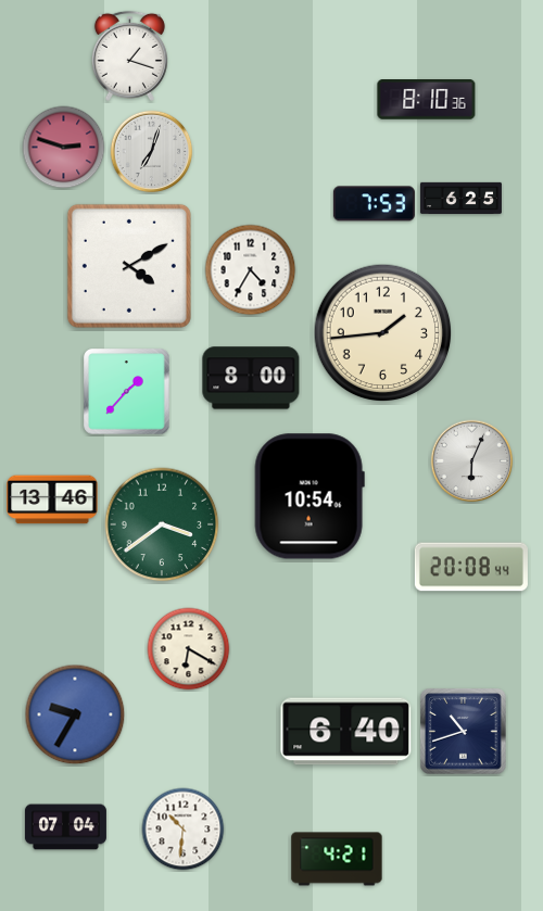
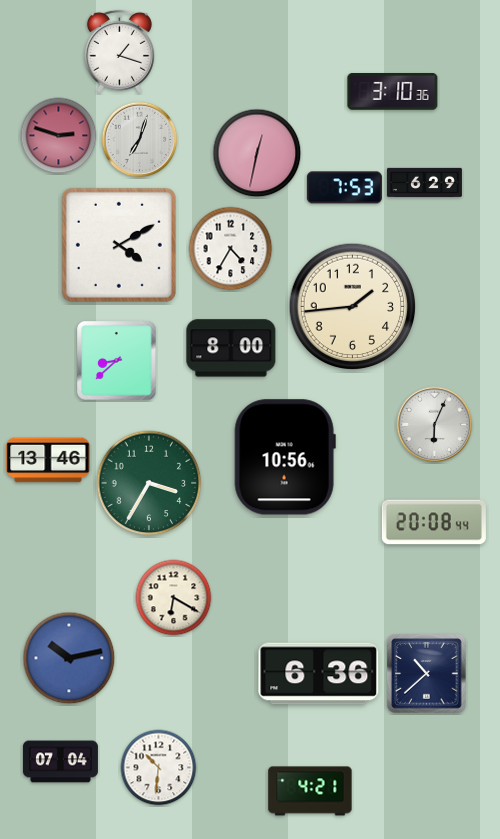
clock at (427, 100): 8:10 -> 3:10
clock at (257, 153): none -> 12:32
clock at (460, 198): 6:25 -> 6:29
clock at (127, 392): 1:37 -> 8:38
clock at (310, 496): 10:54 -> 10:56
clock at (162, 524): 3:39 -> 3:35
clock at (75, 714): 9:35 -> 10:13
clock at (346, 732): 6:40 -> 6:36
clock at (464, 732): 10:42 -> 10:38
clock at (184, 830) position: (184, 830) -> (159, 768)
